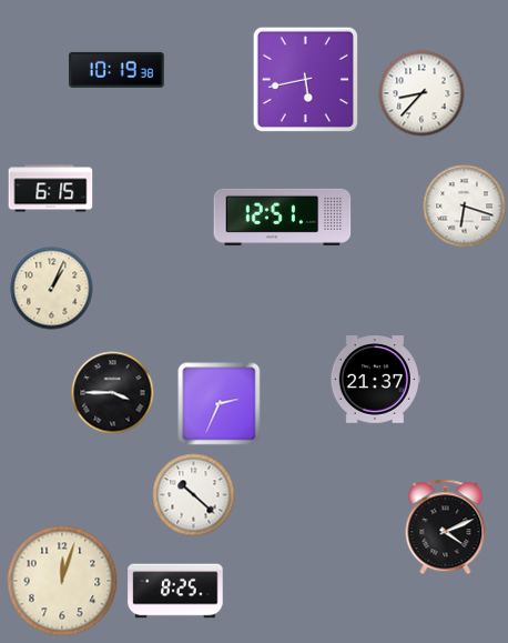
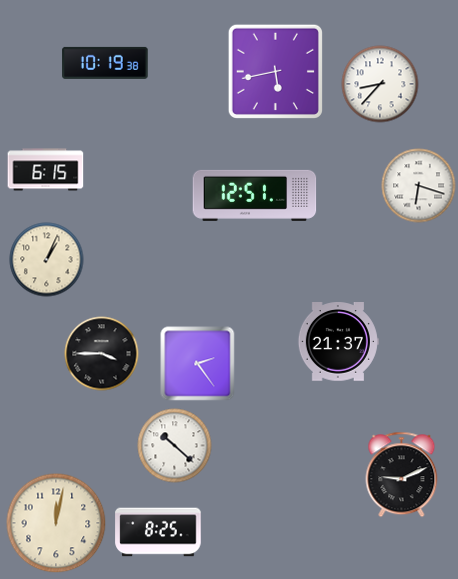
clock at (220, 404): 2:34 -> 2:24
clock at (446, 528): 4:11 -> 9:11
clock at (62, 581): 12:03 -> 12:02
